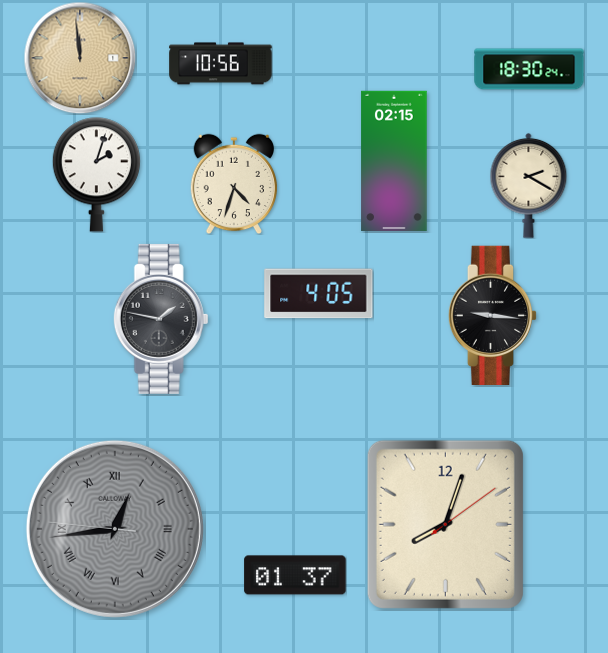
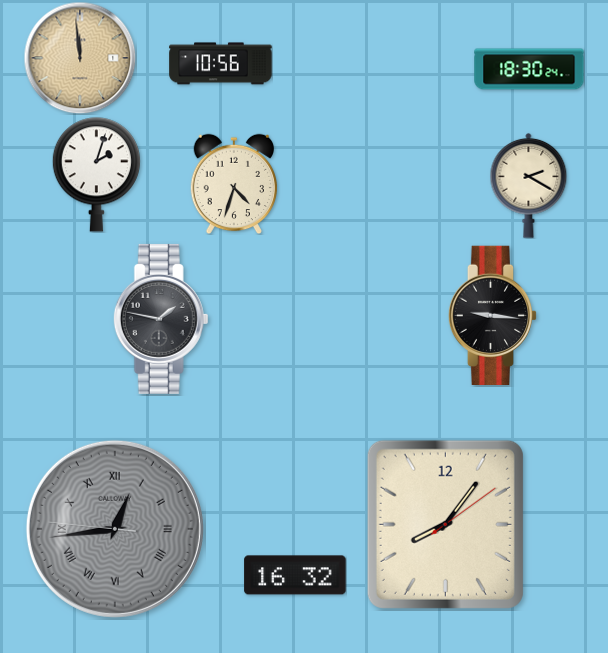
clock at (394, 160): 02:15 -> none
clock at (319, 294): 4:05 -> none
clock at (445, 524): 8:03 -> 8:06
clock at (295, 575): 01:37 -> 16:32
